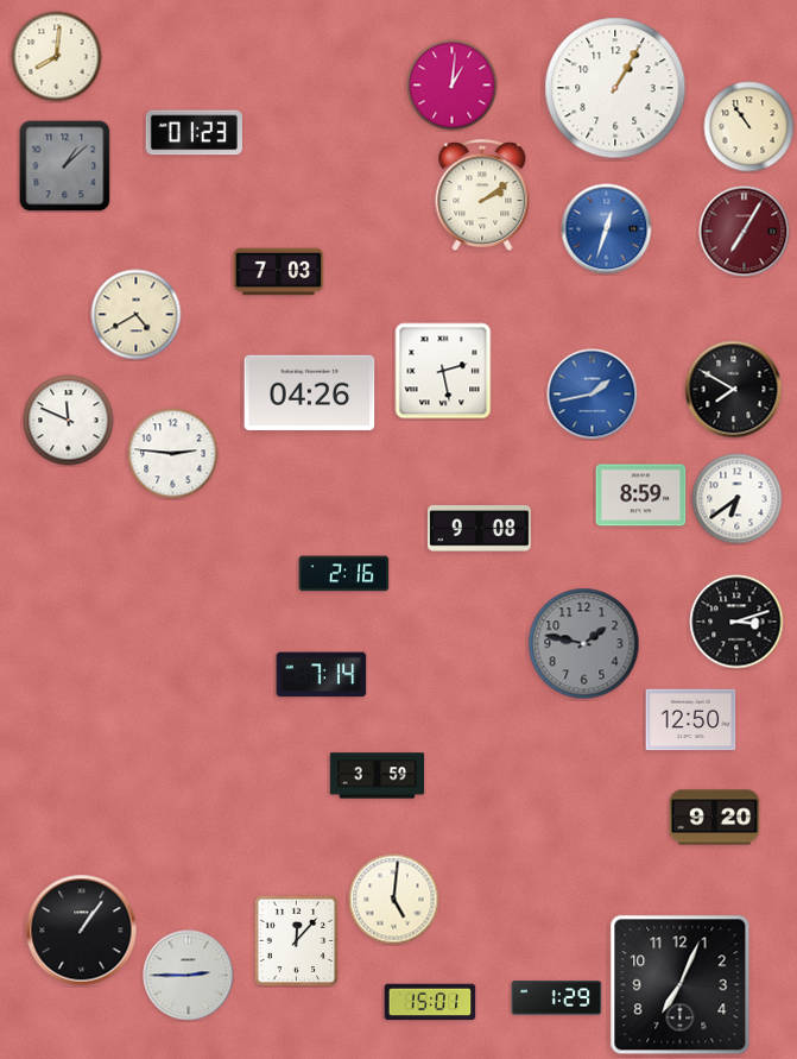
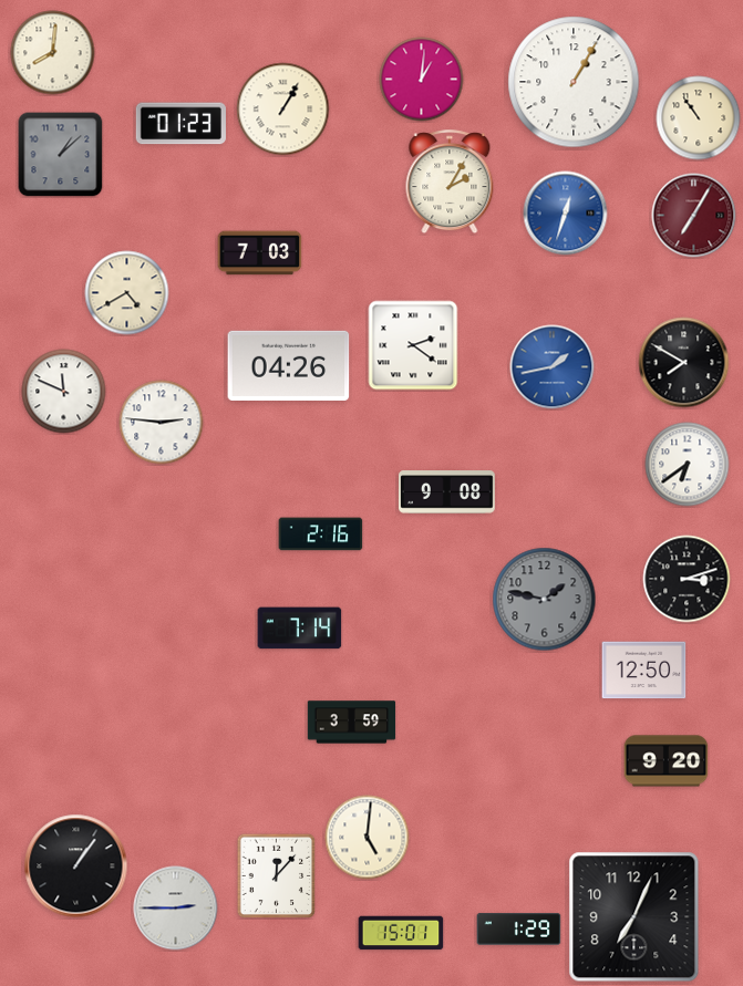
clock at (283, 110): none -> 1:05
clock at (482, 196): 2:09 -> 2:05
clock at (443, 371): 2:28 -> 2:21
clock at (641, 496): 8:59 -> none
